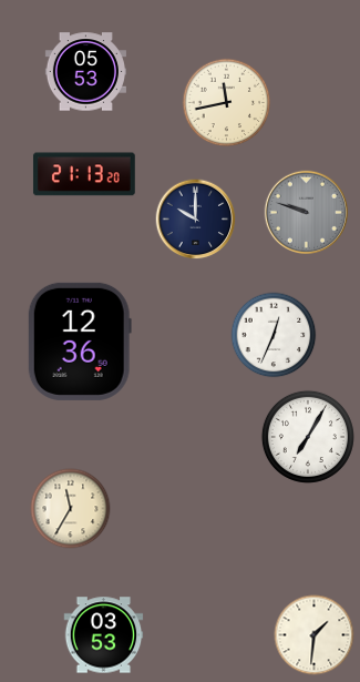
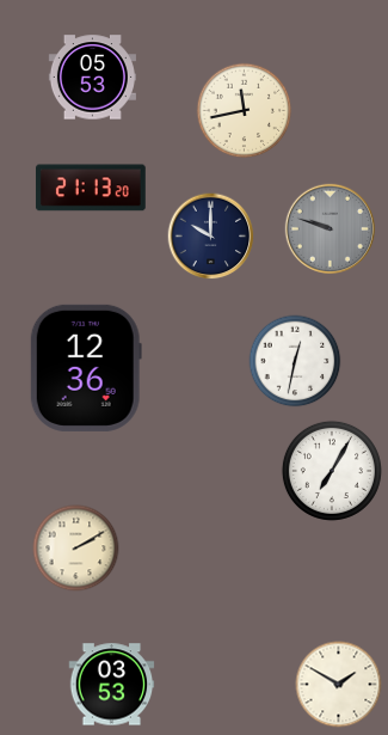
clock at (274, 335): 12:34 -> 12:32
clock at (71, 509): 11:35 -> 2:10
clock at (315, 635): 1:31 -> 1:50
